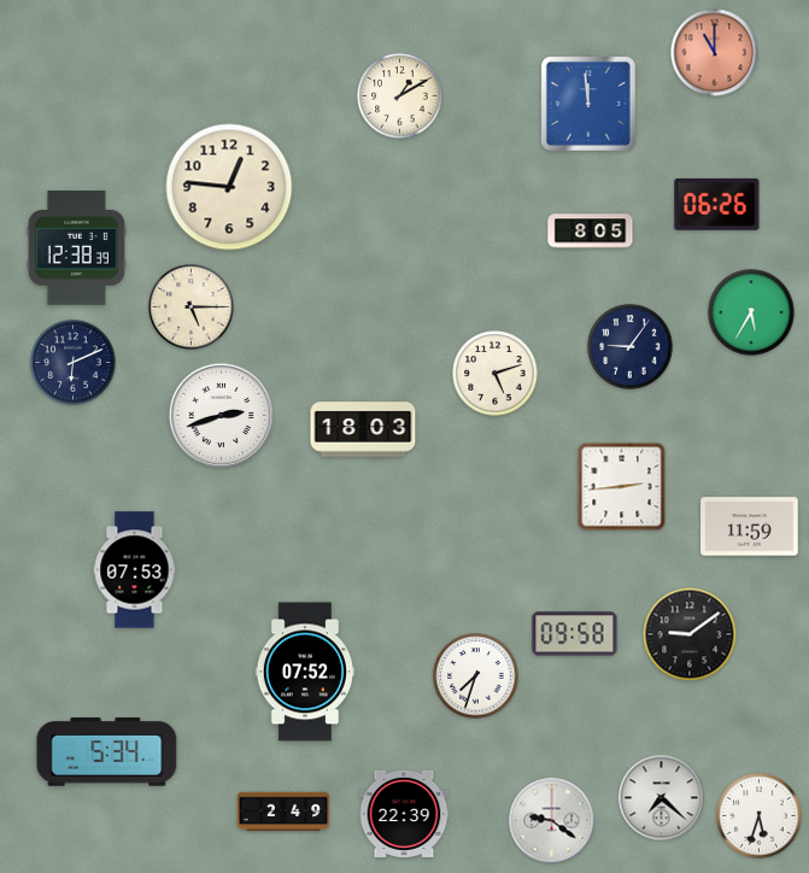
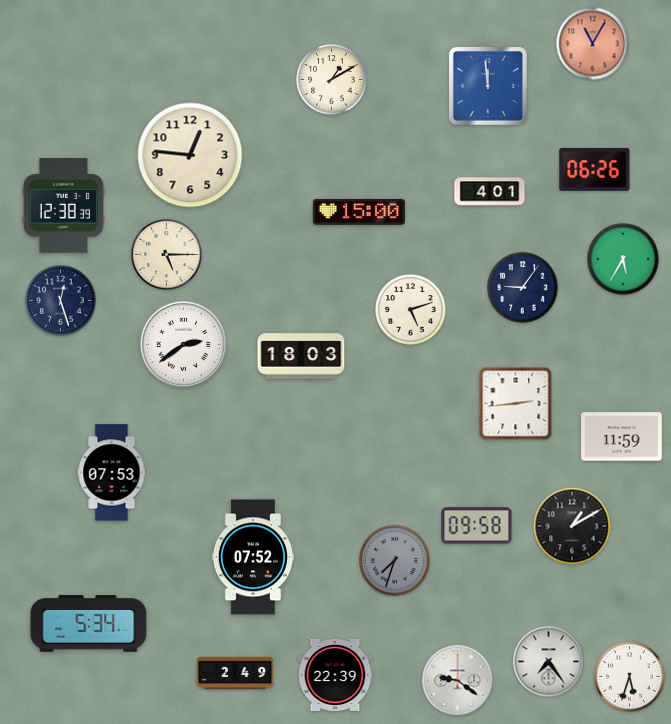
clock at (715, 53): 11:00 -> 11:05
clock at (591, 232): 8:05 -> 4:01
clock at (359, 212): none -> 15:00
clock at (192, 307) position: (192, 307) -> (167, 255)
clock at (74, 363): 6:11 -> 12:27
clock at (222, 416): 2:42 -> 2:39
clock at (690, 634): 9:09 -> 1:10
clock at (476, 676) dial: white -> grey
clock at (662, 798): 7:22 -> 7:24
